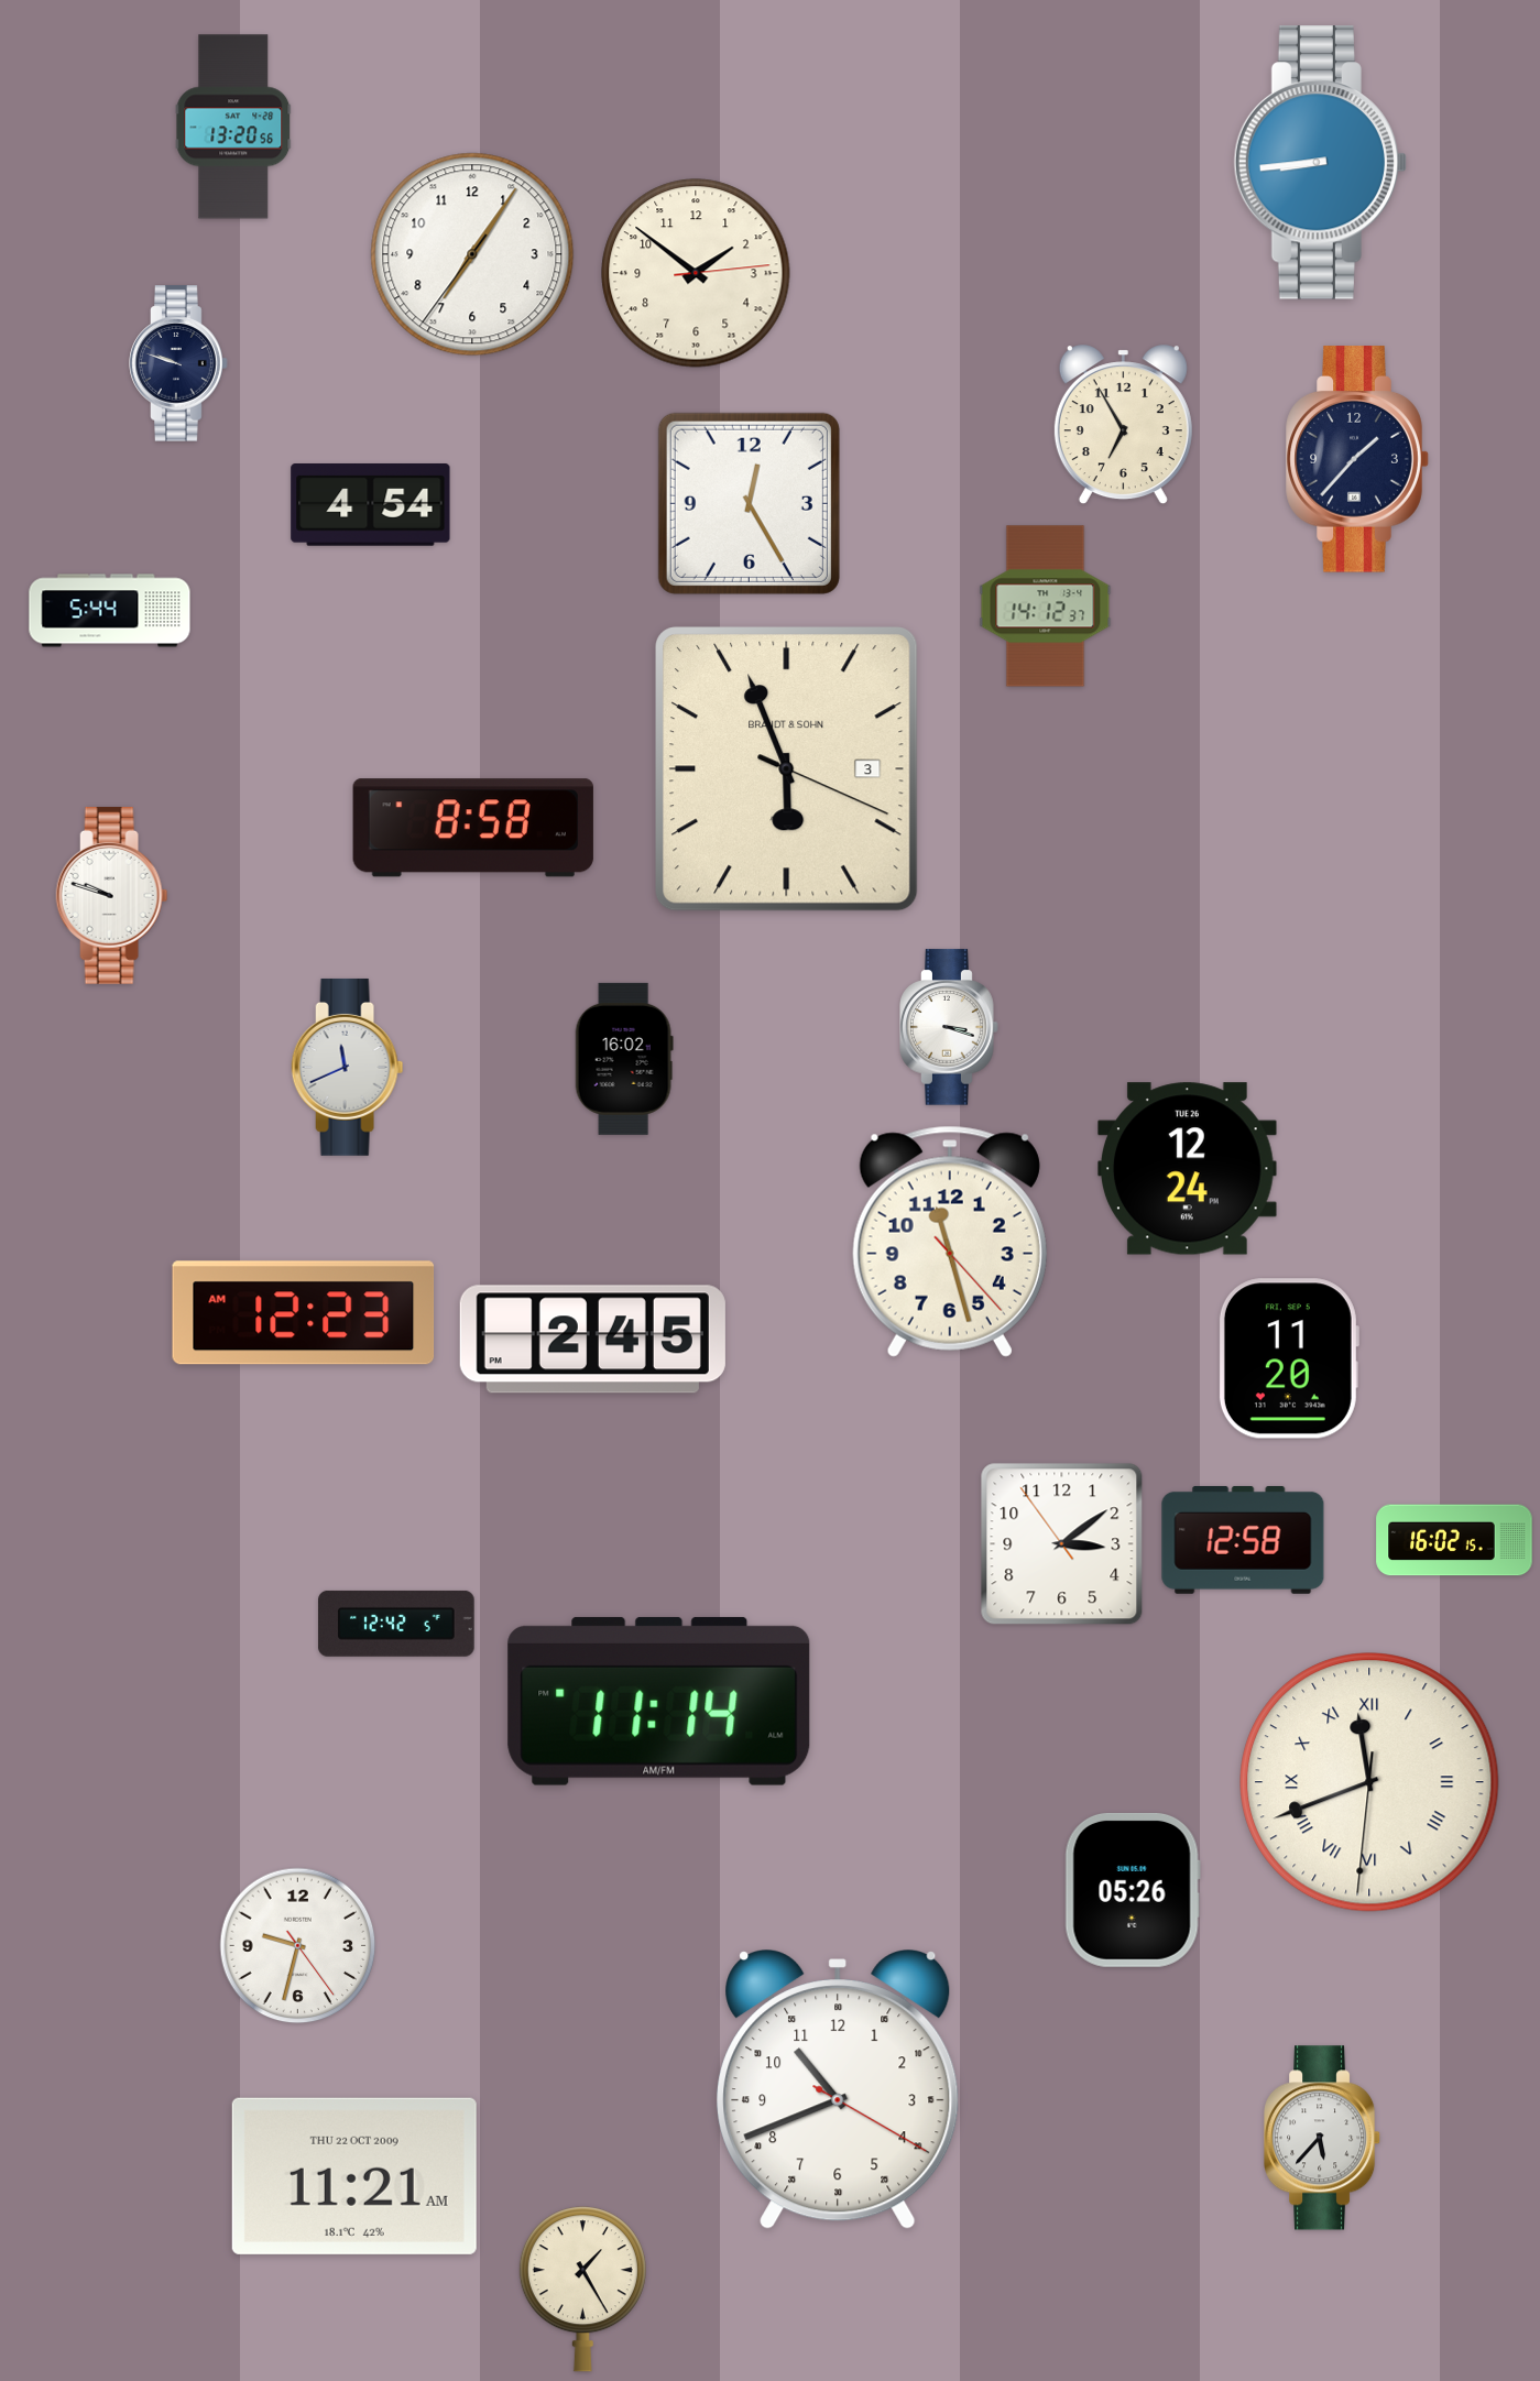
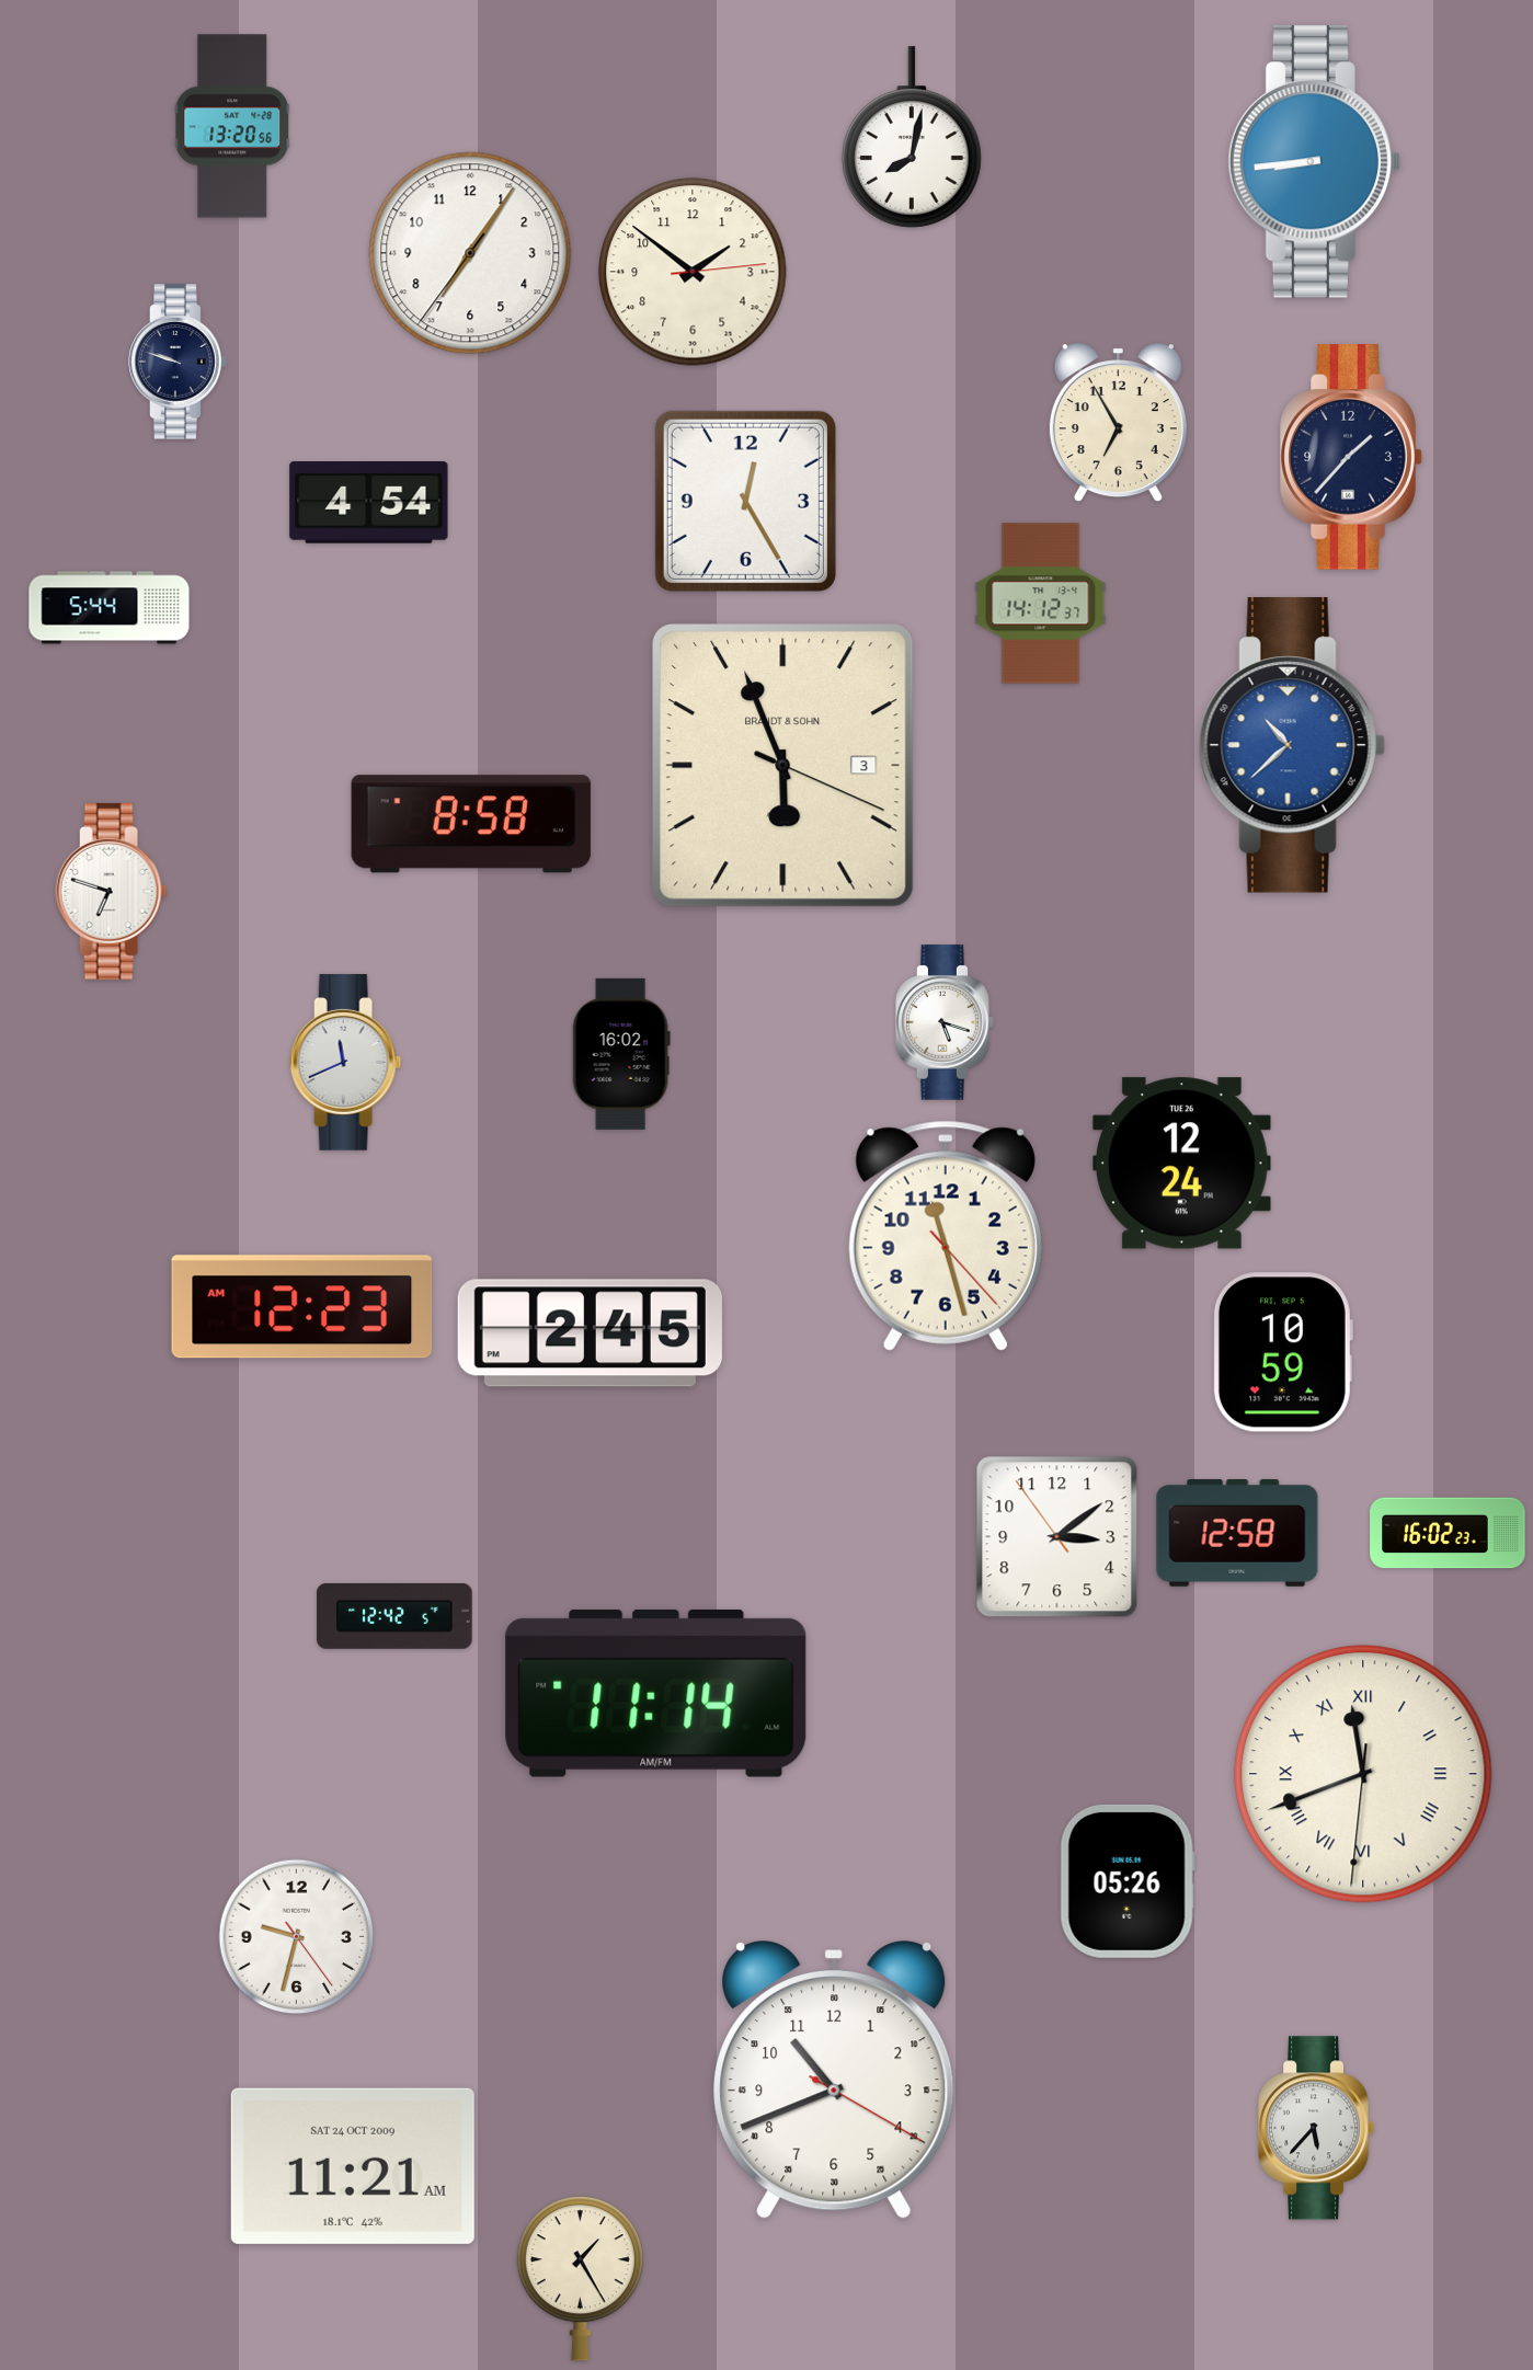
clock at (912, 137): none -> 8:02
clock at (1292, 746): none -> 10:38
clock at (112, 895): 9:48 -> 6:48
clock at (949, 1027): 3:18 -> 5:18
clock at (1288, 1358): 11:20 -> 10:59
clock at (1454, 1540): 16:02:15 -> 16:02:23
clock at (354, 2176) date: THU 22 OCT 2009 -> SAT 24 OCT 2009
